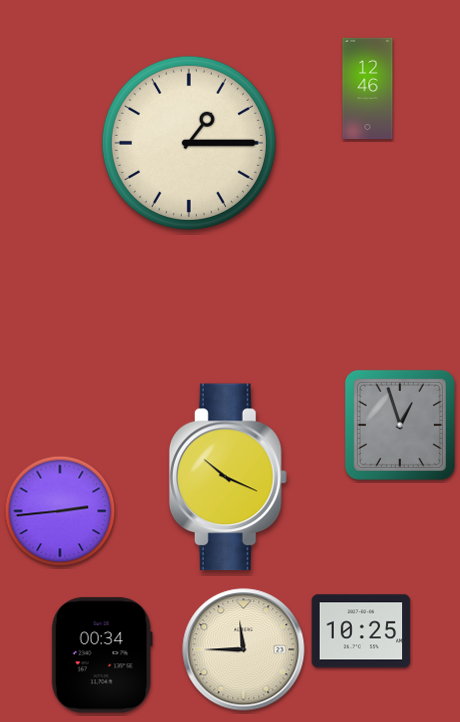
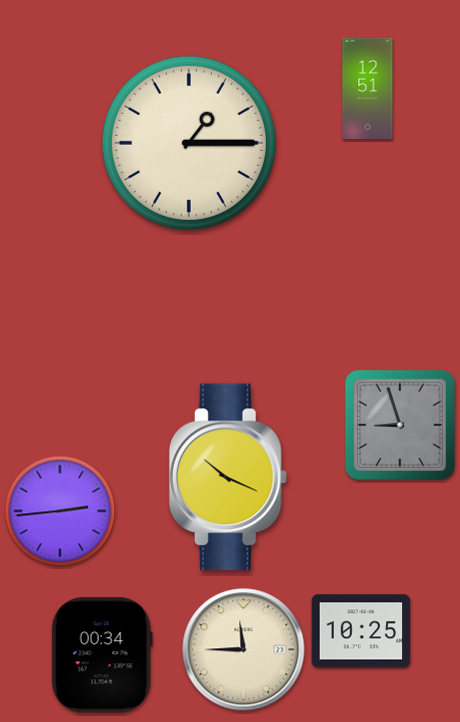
clock at (368, 89): 12:46 -> 12:51
clock at (400, 425): 12:57 -> 8:57
